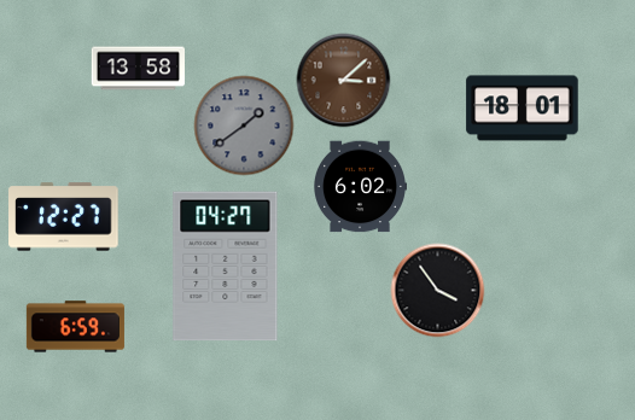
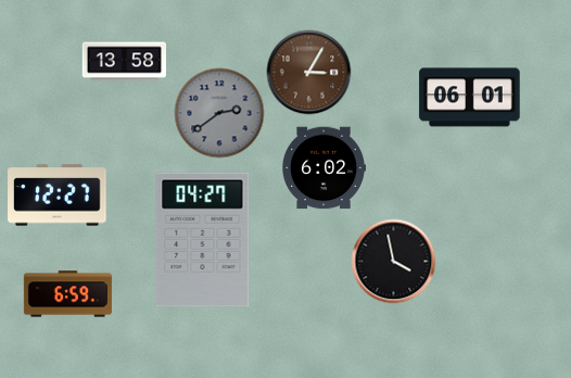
clock at (343, 80): 3:08 -> 3:05
clock at (523, 109): 18:01 -> 06:01
clock at (244, 126): 1:39 -> 2:39
clock at (437, 290): 3:54 -> 3:58
